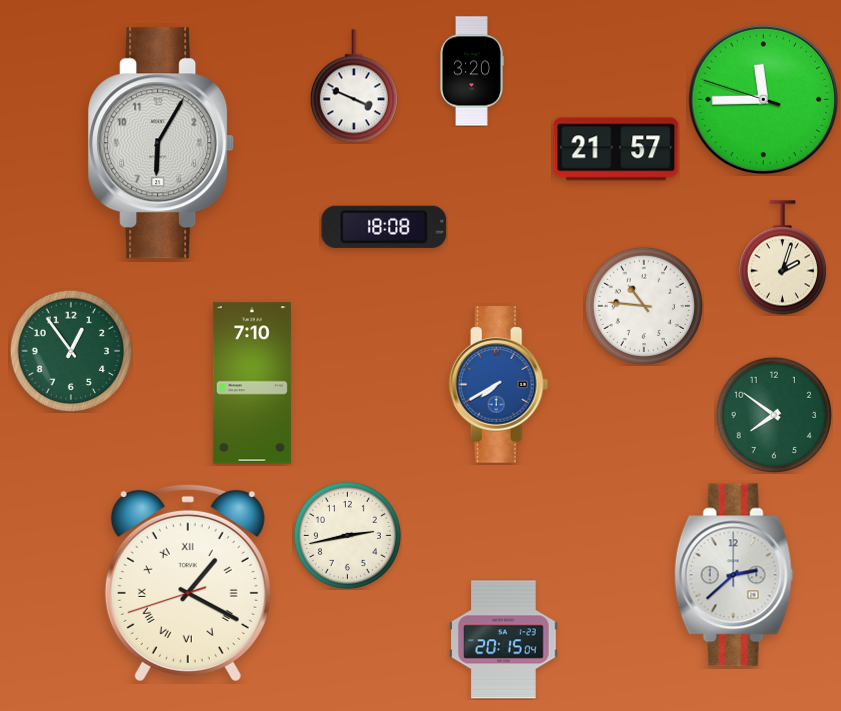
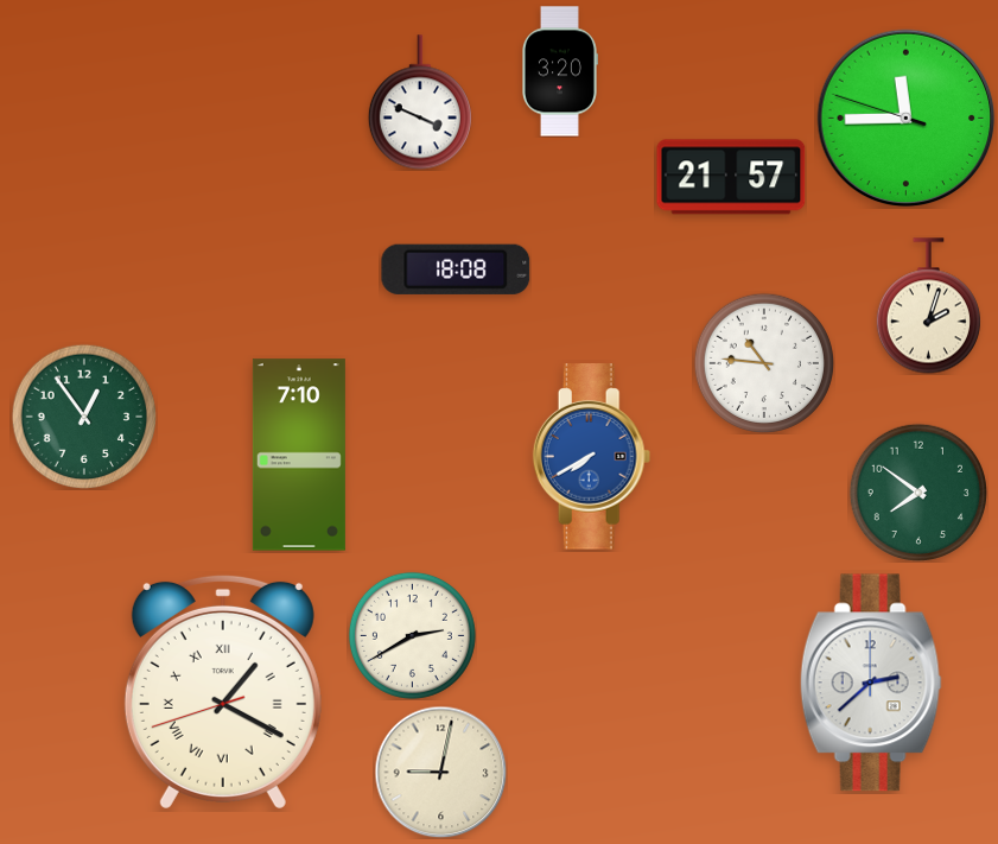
clock at (471, 71) position: (471, 71) -> (559, 71)
clock at (162, 143): 6:05 -> none
clock at (347, 535): 2:43 -> 2:40
clock at (504, 640): 20:15 -> none
clock at (440, 772): none -> 9:02
